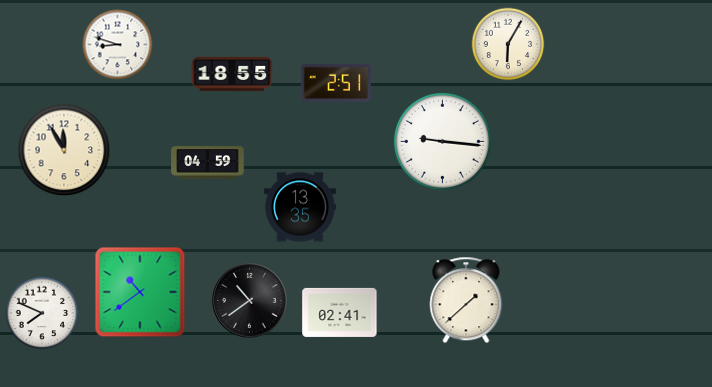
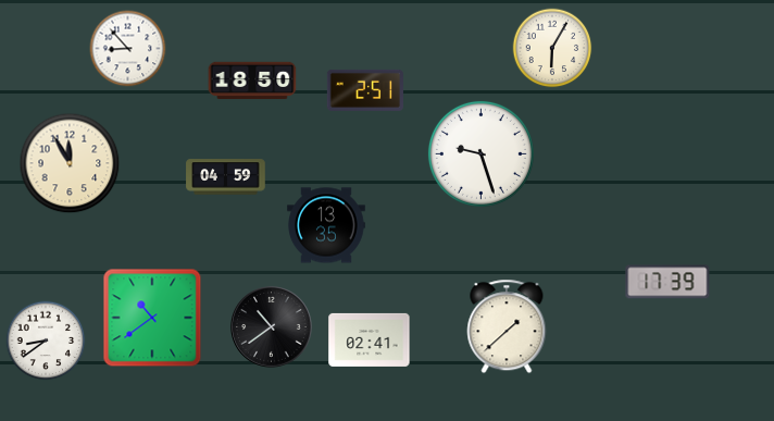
clock at (118, 45): 8:48 -> 8:53
clock at (232, 74): 18:55 -> 18:50
clock at (442, 141): 9:16 -> 9:27
clock at (667, 282): none -> 17:39
clock at (42, 313): 7:49 -> 8:39
